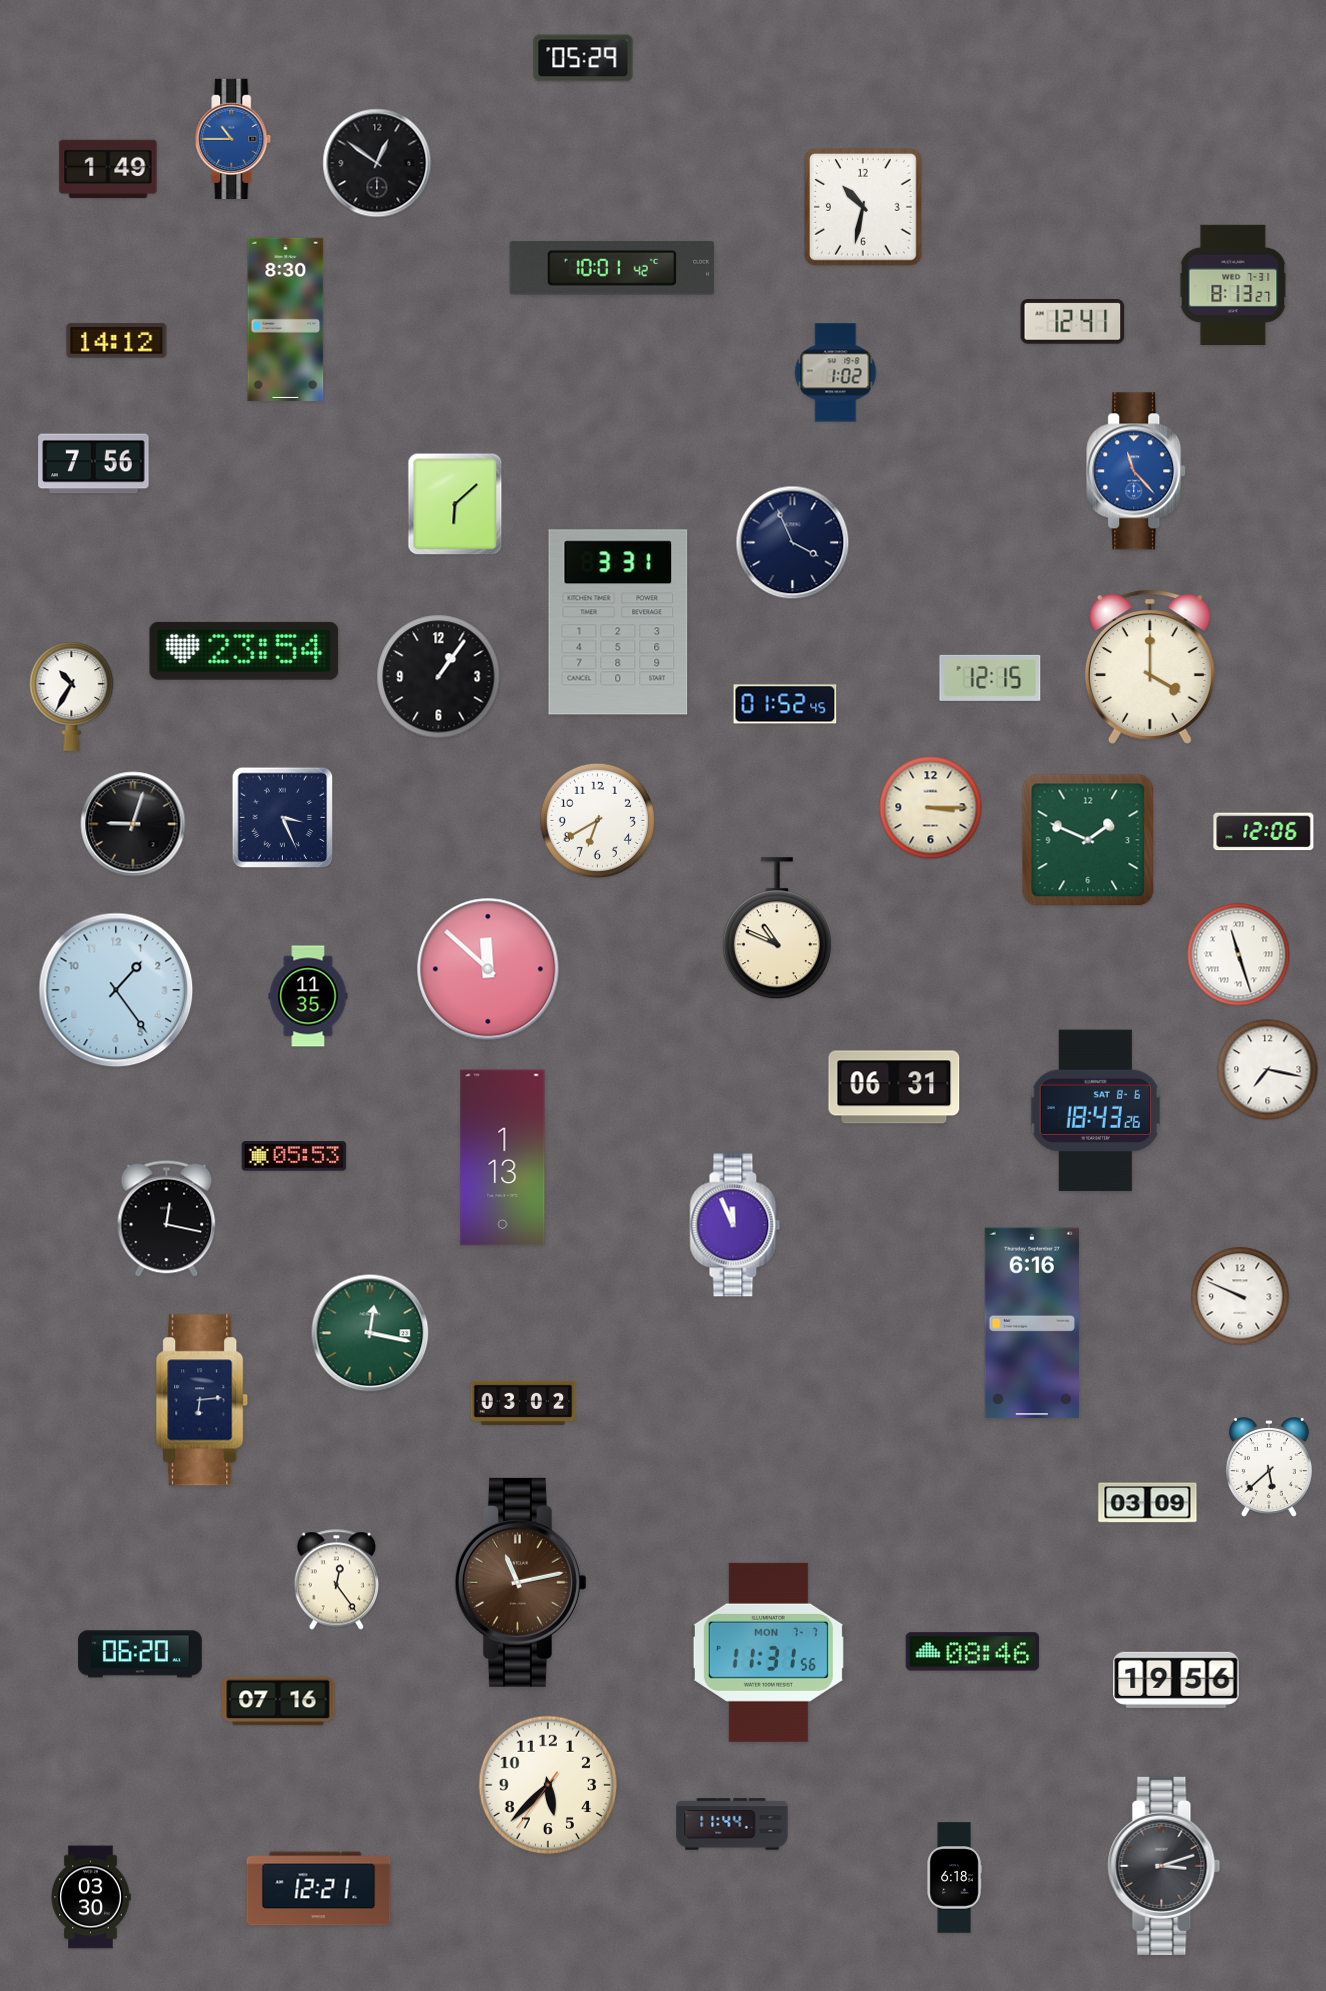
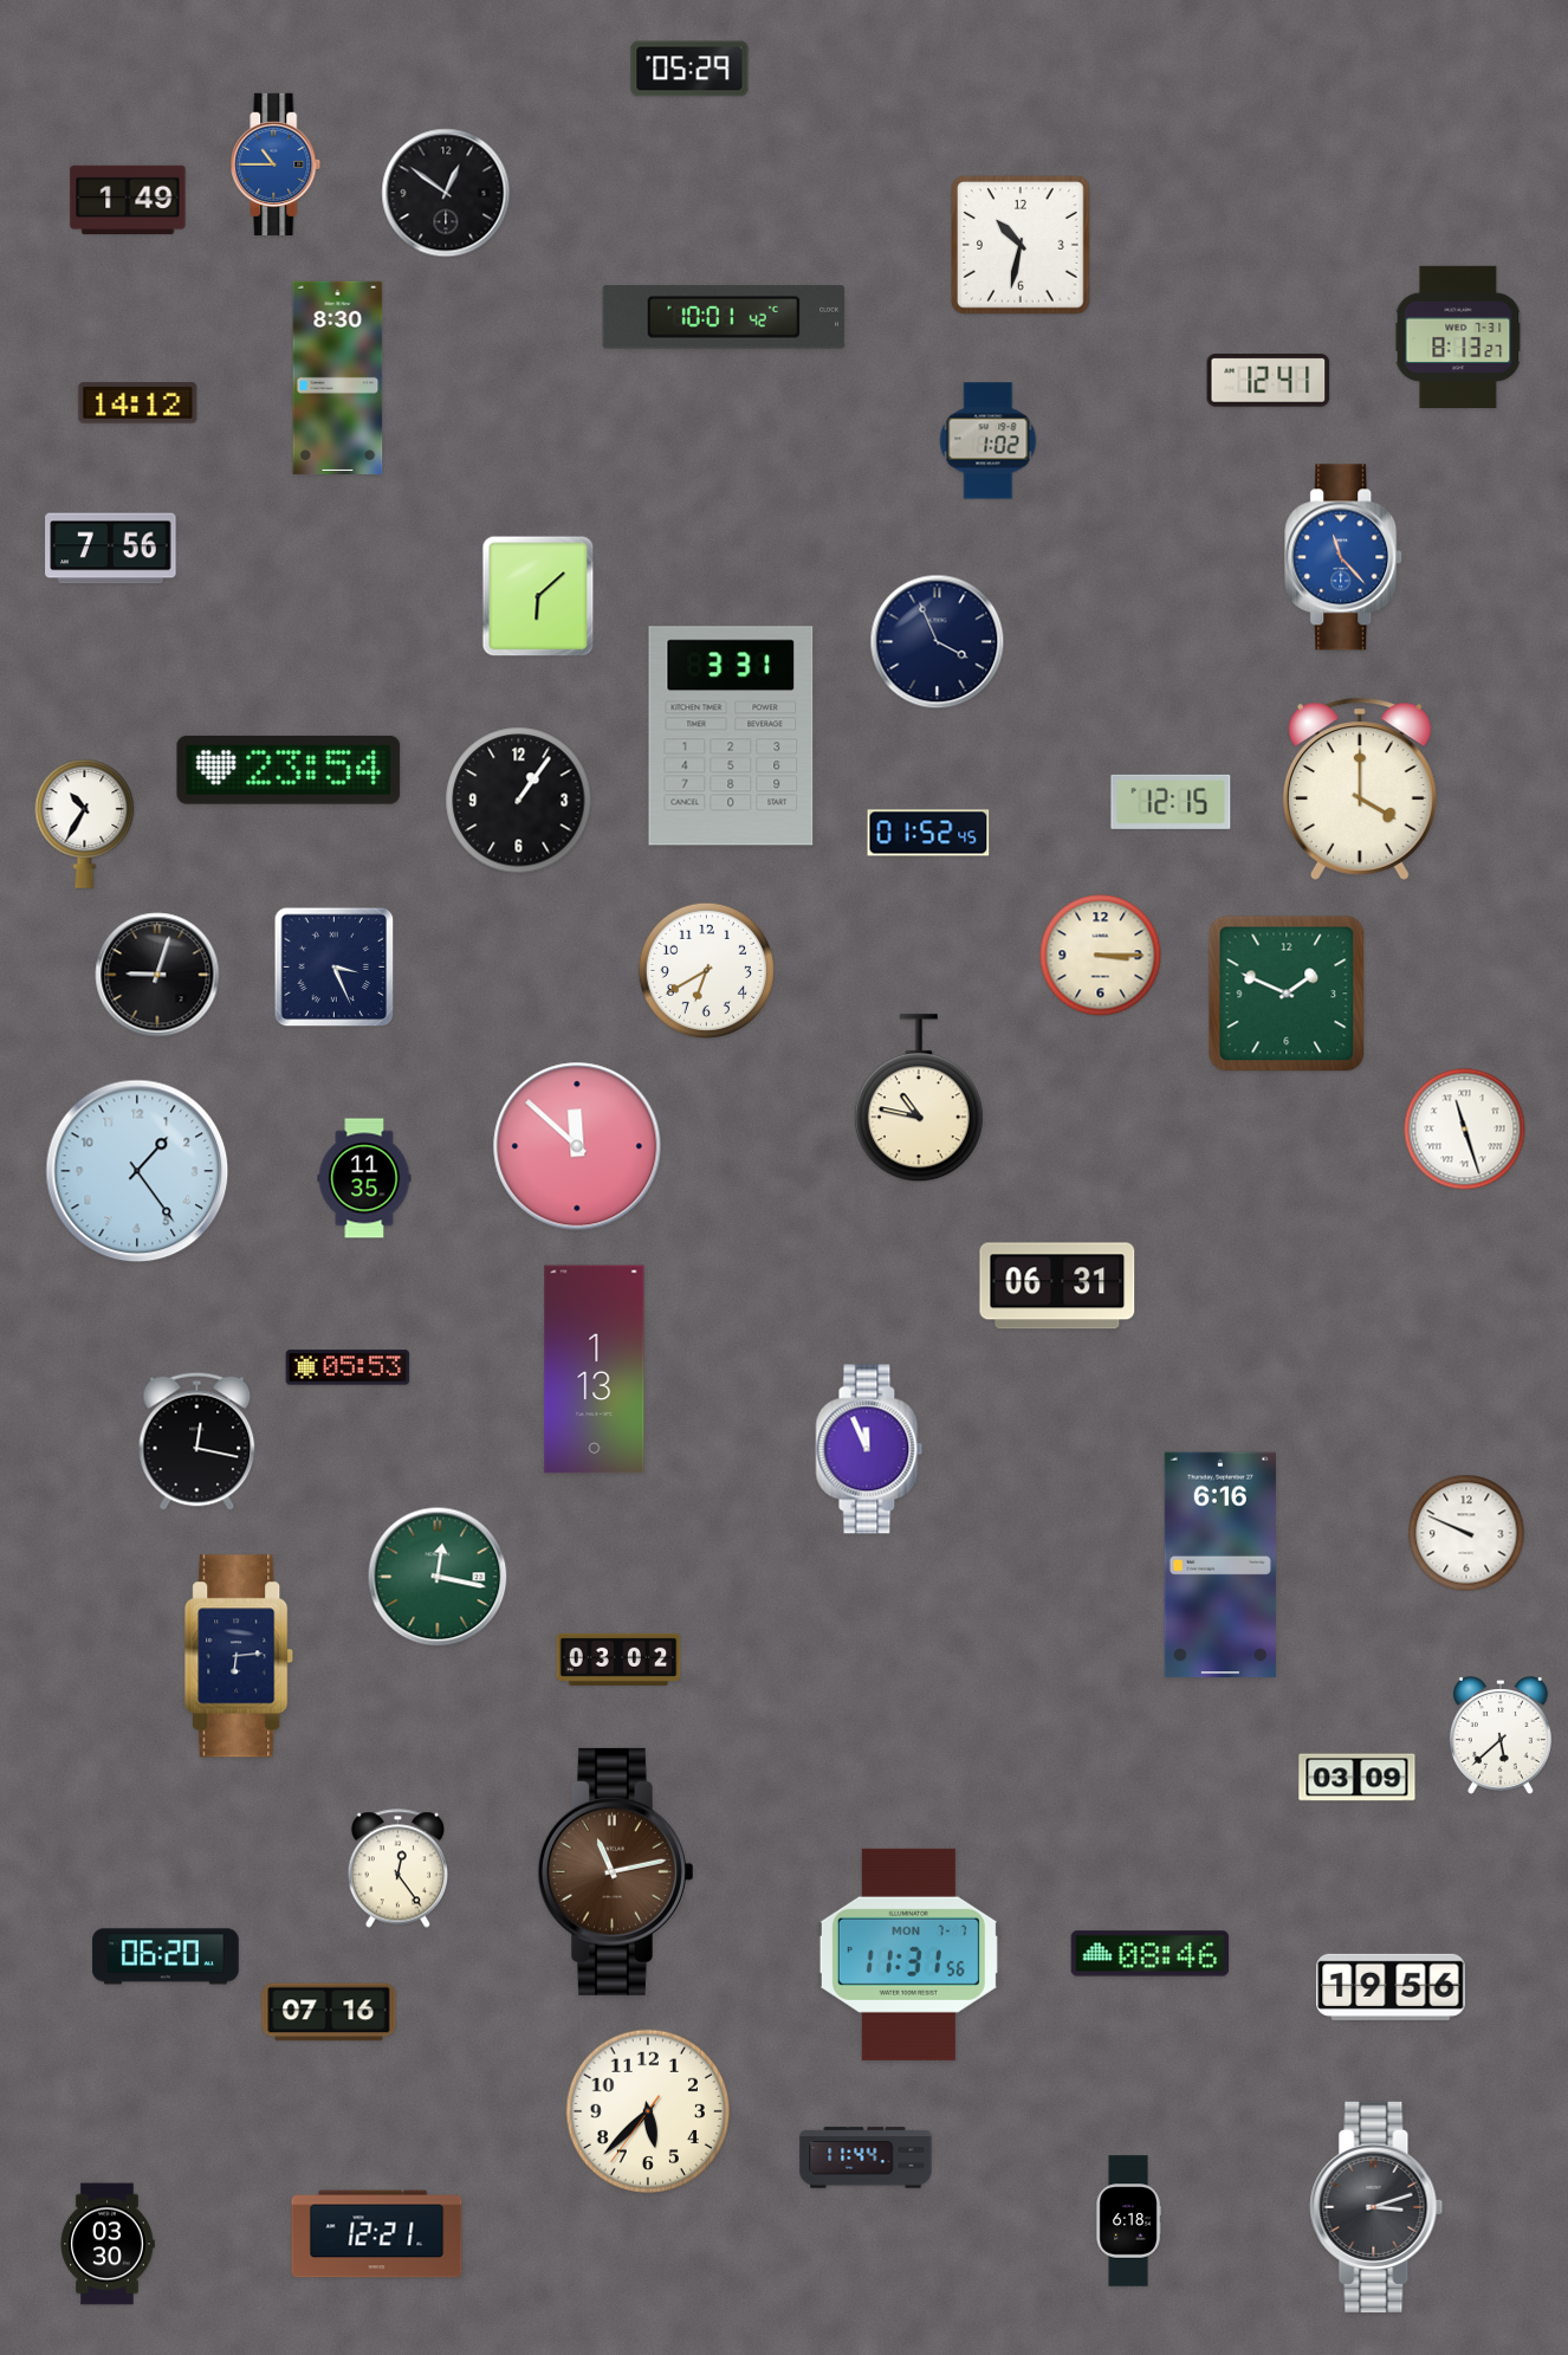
clock at (1264, 832): 12:06 -> none
clock at (777, 929): 10:49 -> 10:47
clock at (1268, 1070): 7:17 -> none
clock at (1096, 1111): 18:43 -> none
